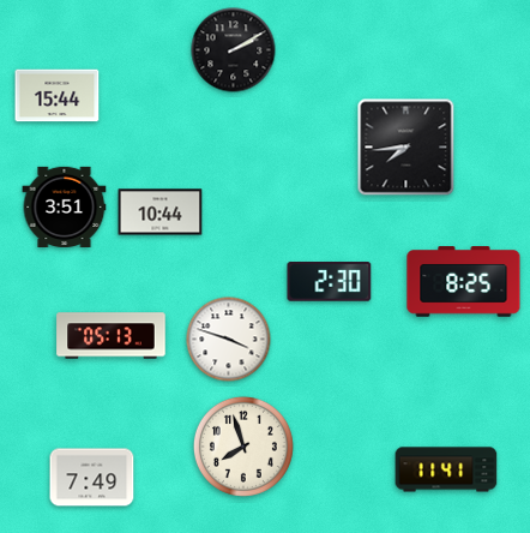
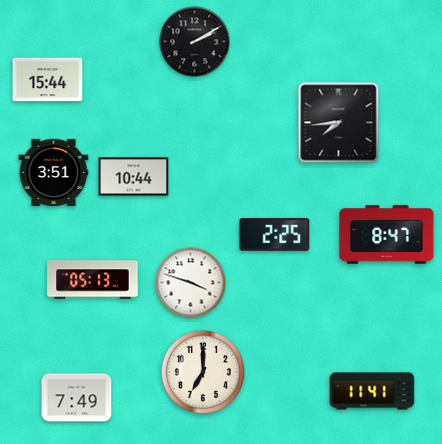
clock at (330, 282): 2:30 -> 2:25
clock at (464, 282): 8:25 -> 8:47
clock at (243, 447): 7:57 -> 7:00
